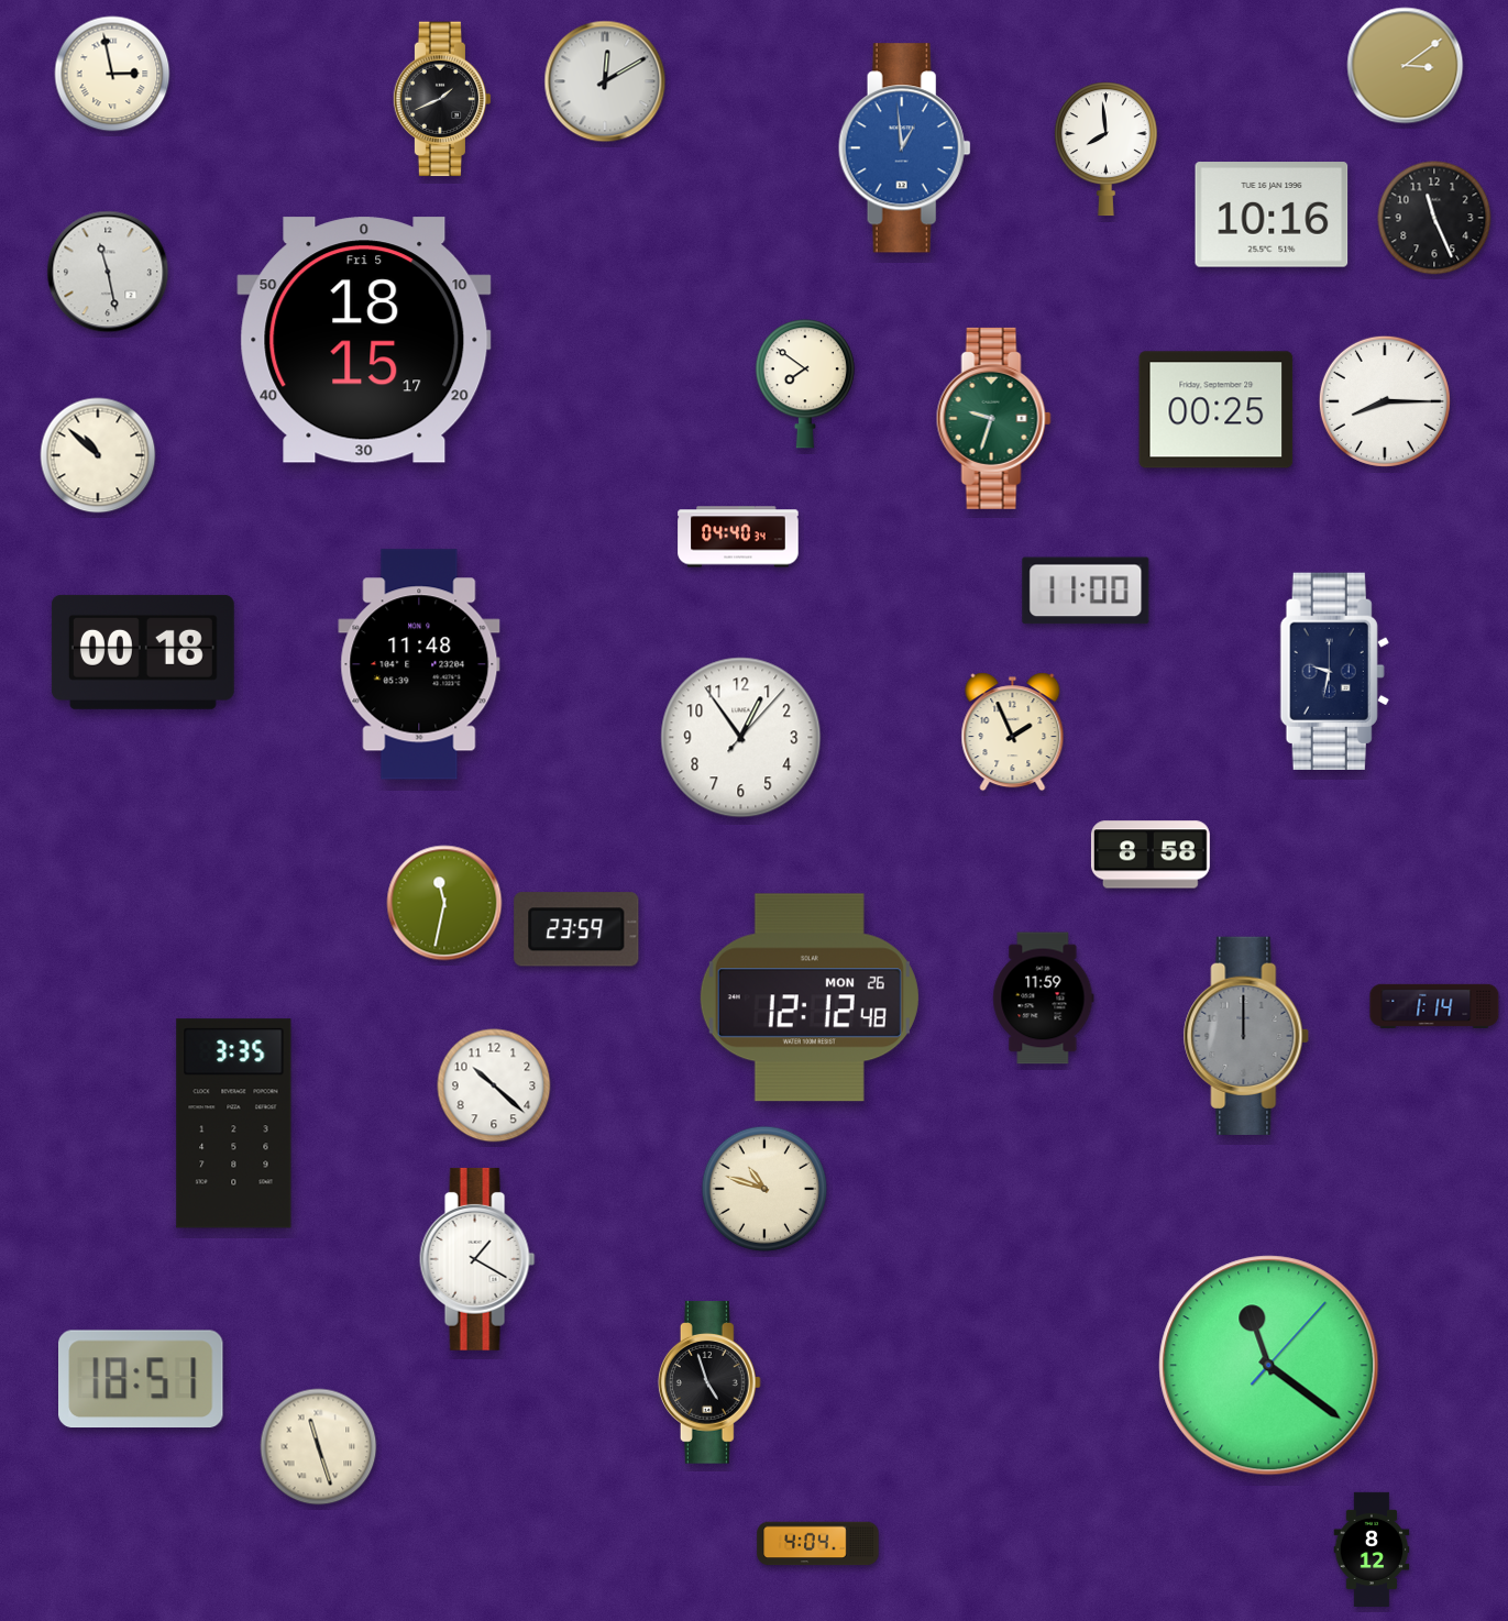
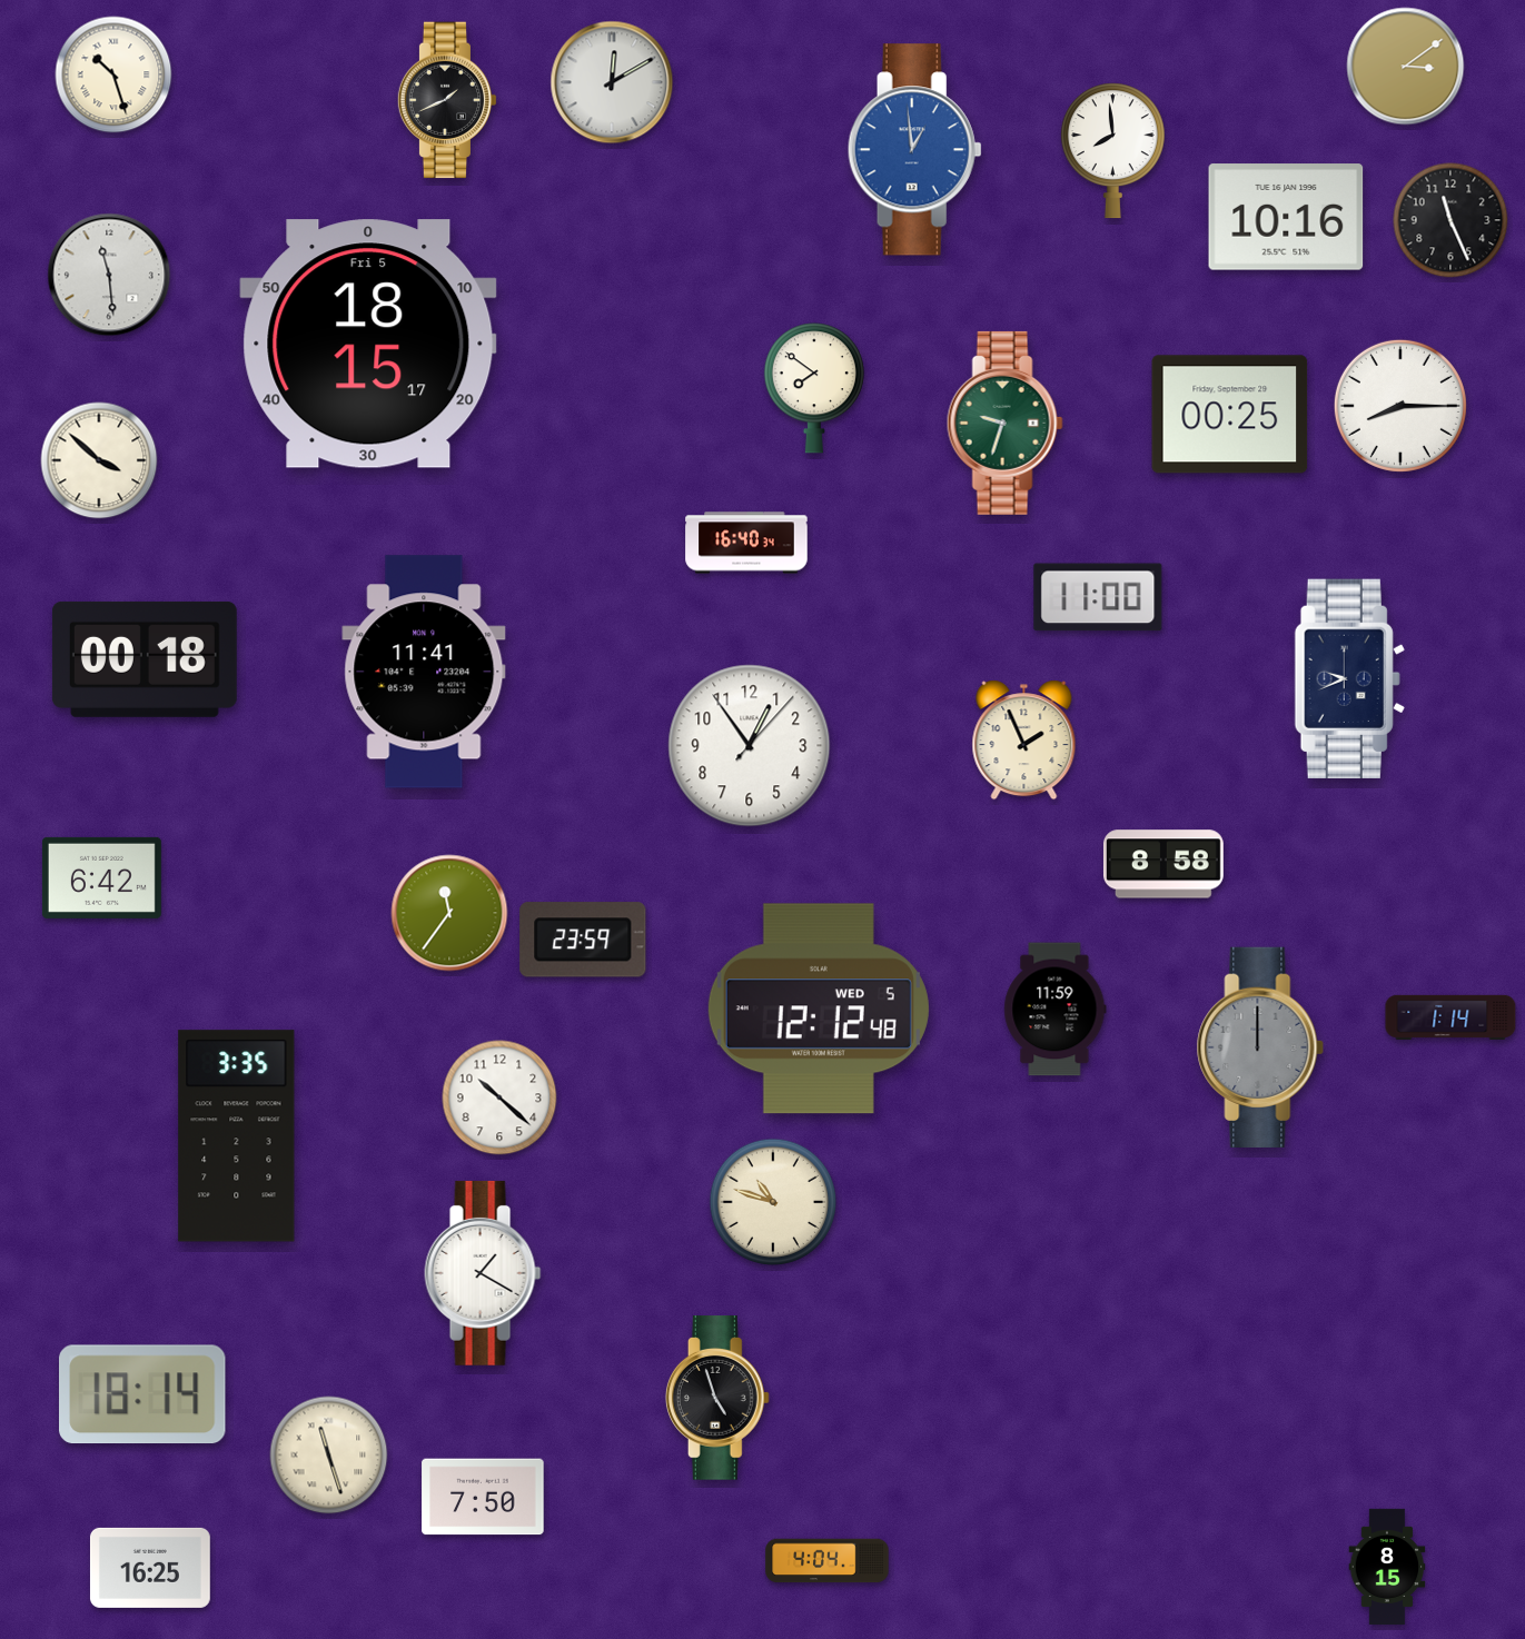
clock at (1406, 66) position: (1406, 66) -> (1406, 67)
clock at (112, 74): 2:58 -> 10:27
clock at (1105, 150) position: (1105, 150) -> (1112, 151)
clock at (108, 272): 11:28 -> 11:29
clock at (98, 455): 10:52 -> 3:52
clock at (738, 537): 04:40 -> 16:40
clock at (419, 664): 11:48 -> 11:41
clock at (1334, 672): 9:32 -> 9:41
clock at (101, 877): none -> 6:42
clock at (444, 903): 11:32 -> 11:36
clock at (810, 997) date: MON 26 -> WED 5
clock at (1269, 1366): 11:21 -> none
clock at (142, 1379): 18:51 -> 18:14
clock at (319, 1447) position: (319, 1447) -> (329, 1456)
clock at (483, 1497): none -> 7:50
clock at (1372, 1550): 8:12 -> 8:15
clock at (150, 1568): none -> 16:25
